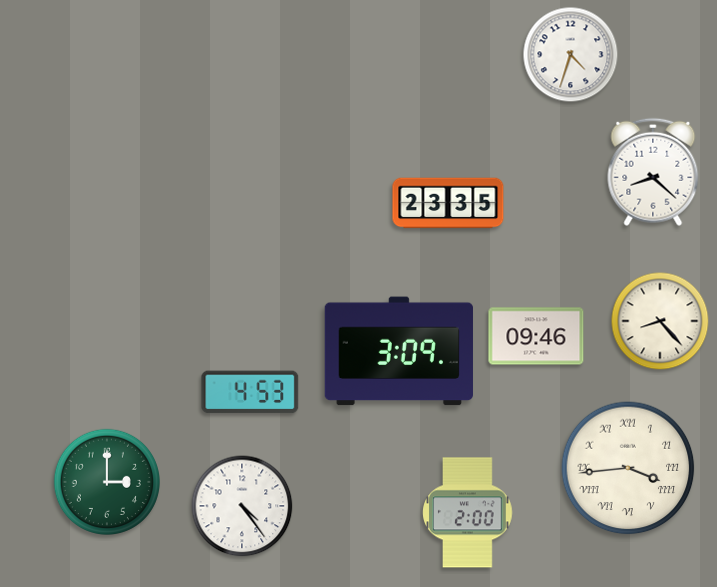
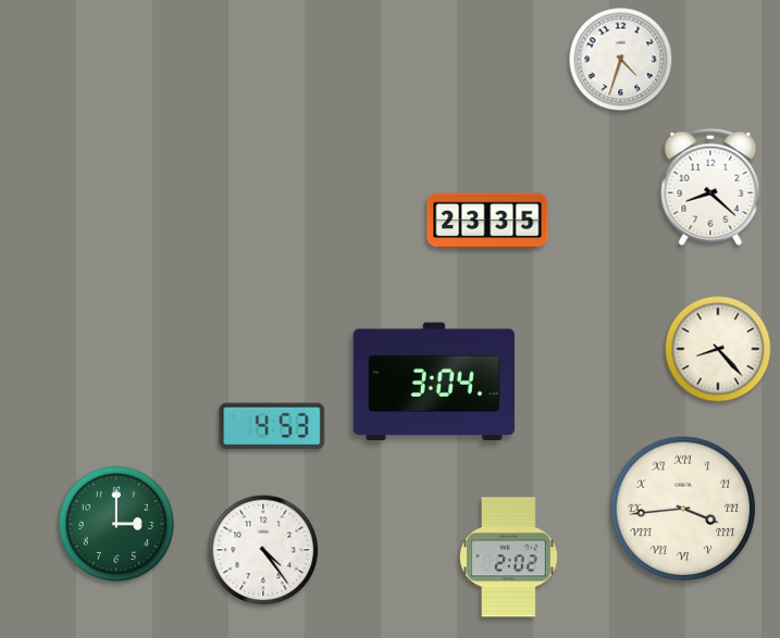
clock at (536, 336): 09:46 -> none
clock at (399, 351): 3:09 -> 3:04
clock at (468, 513): 2:00 -> 2:02
